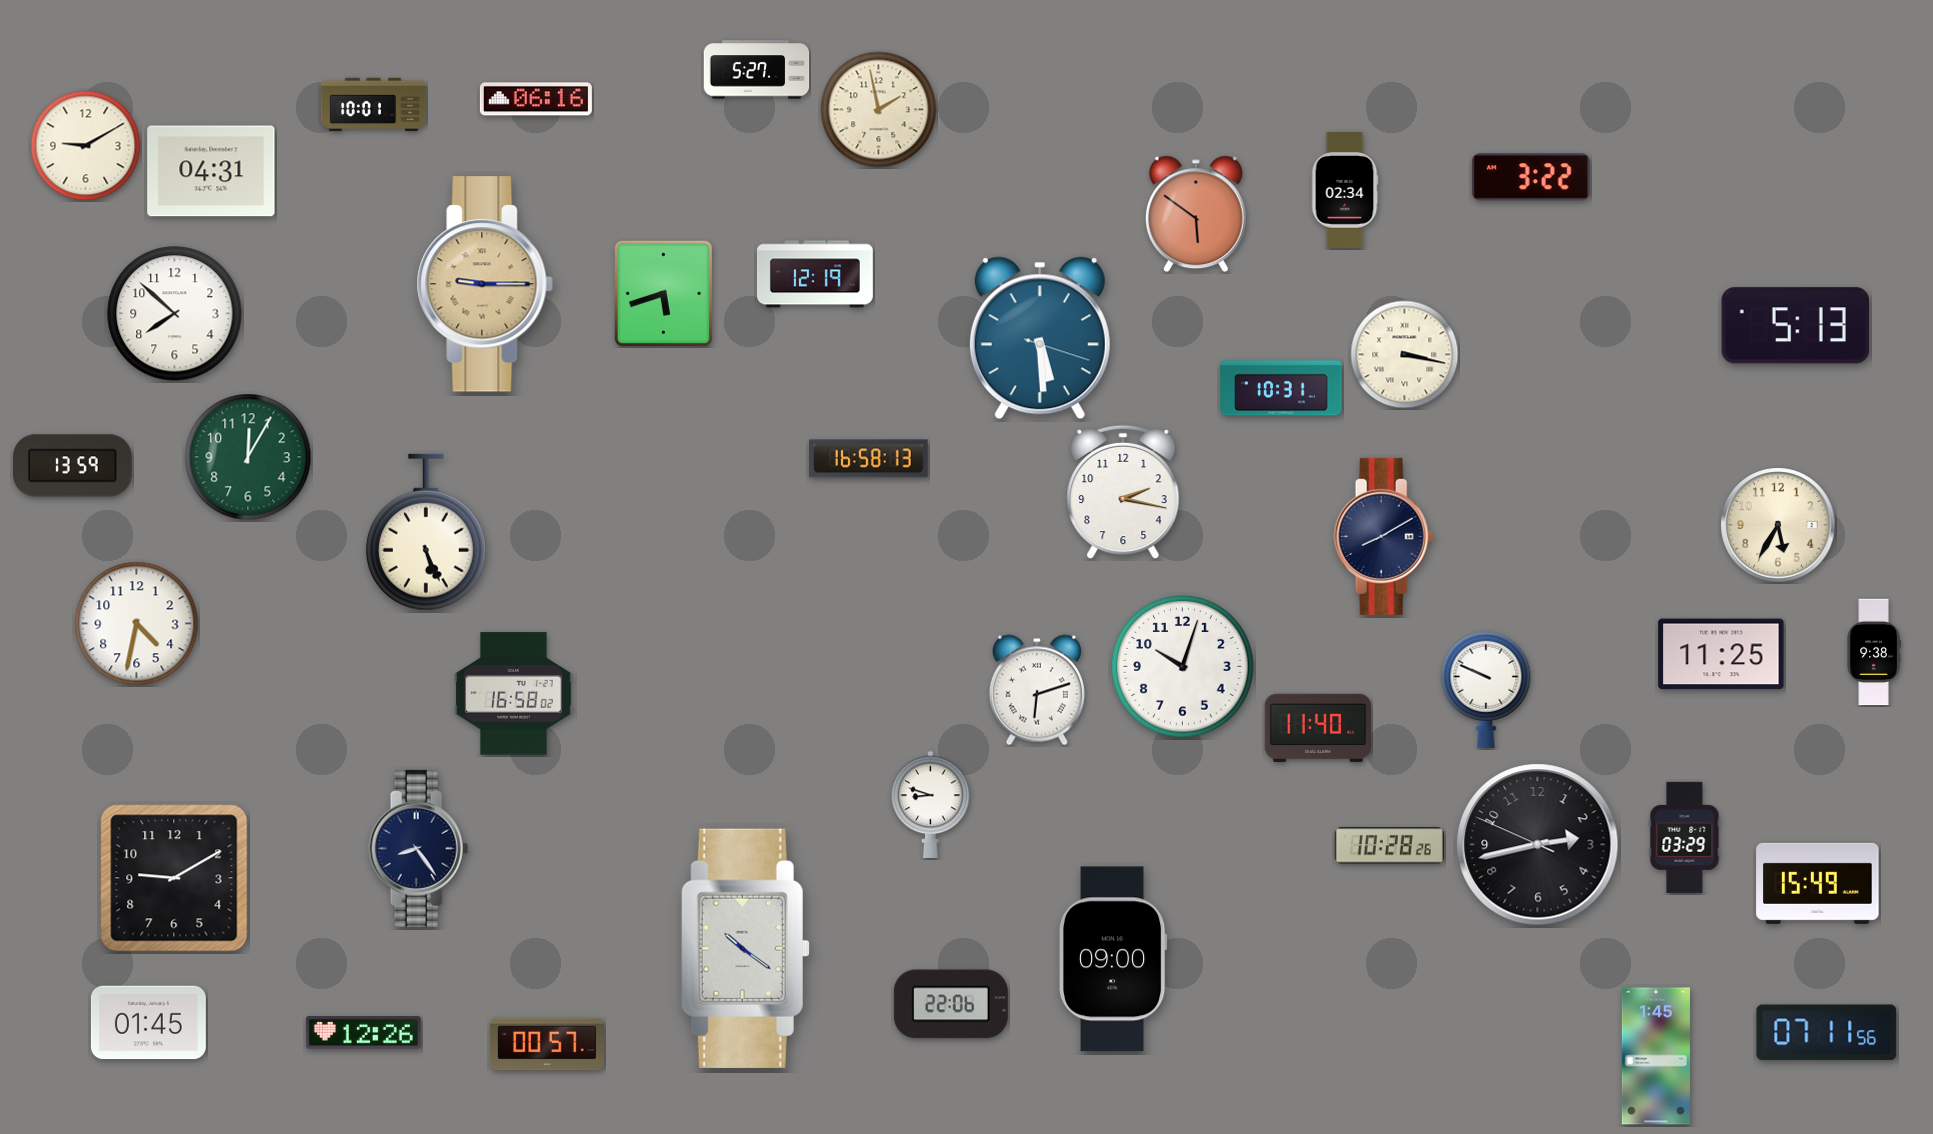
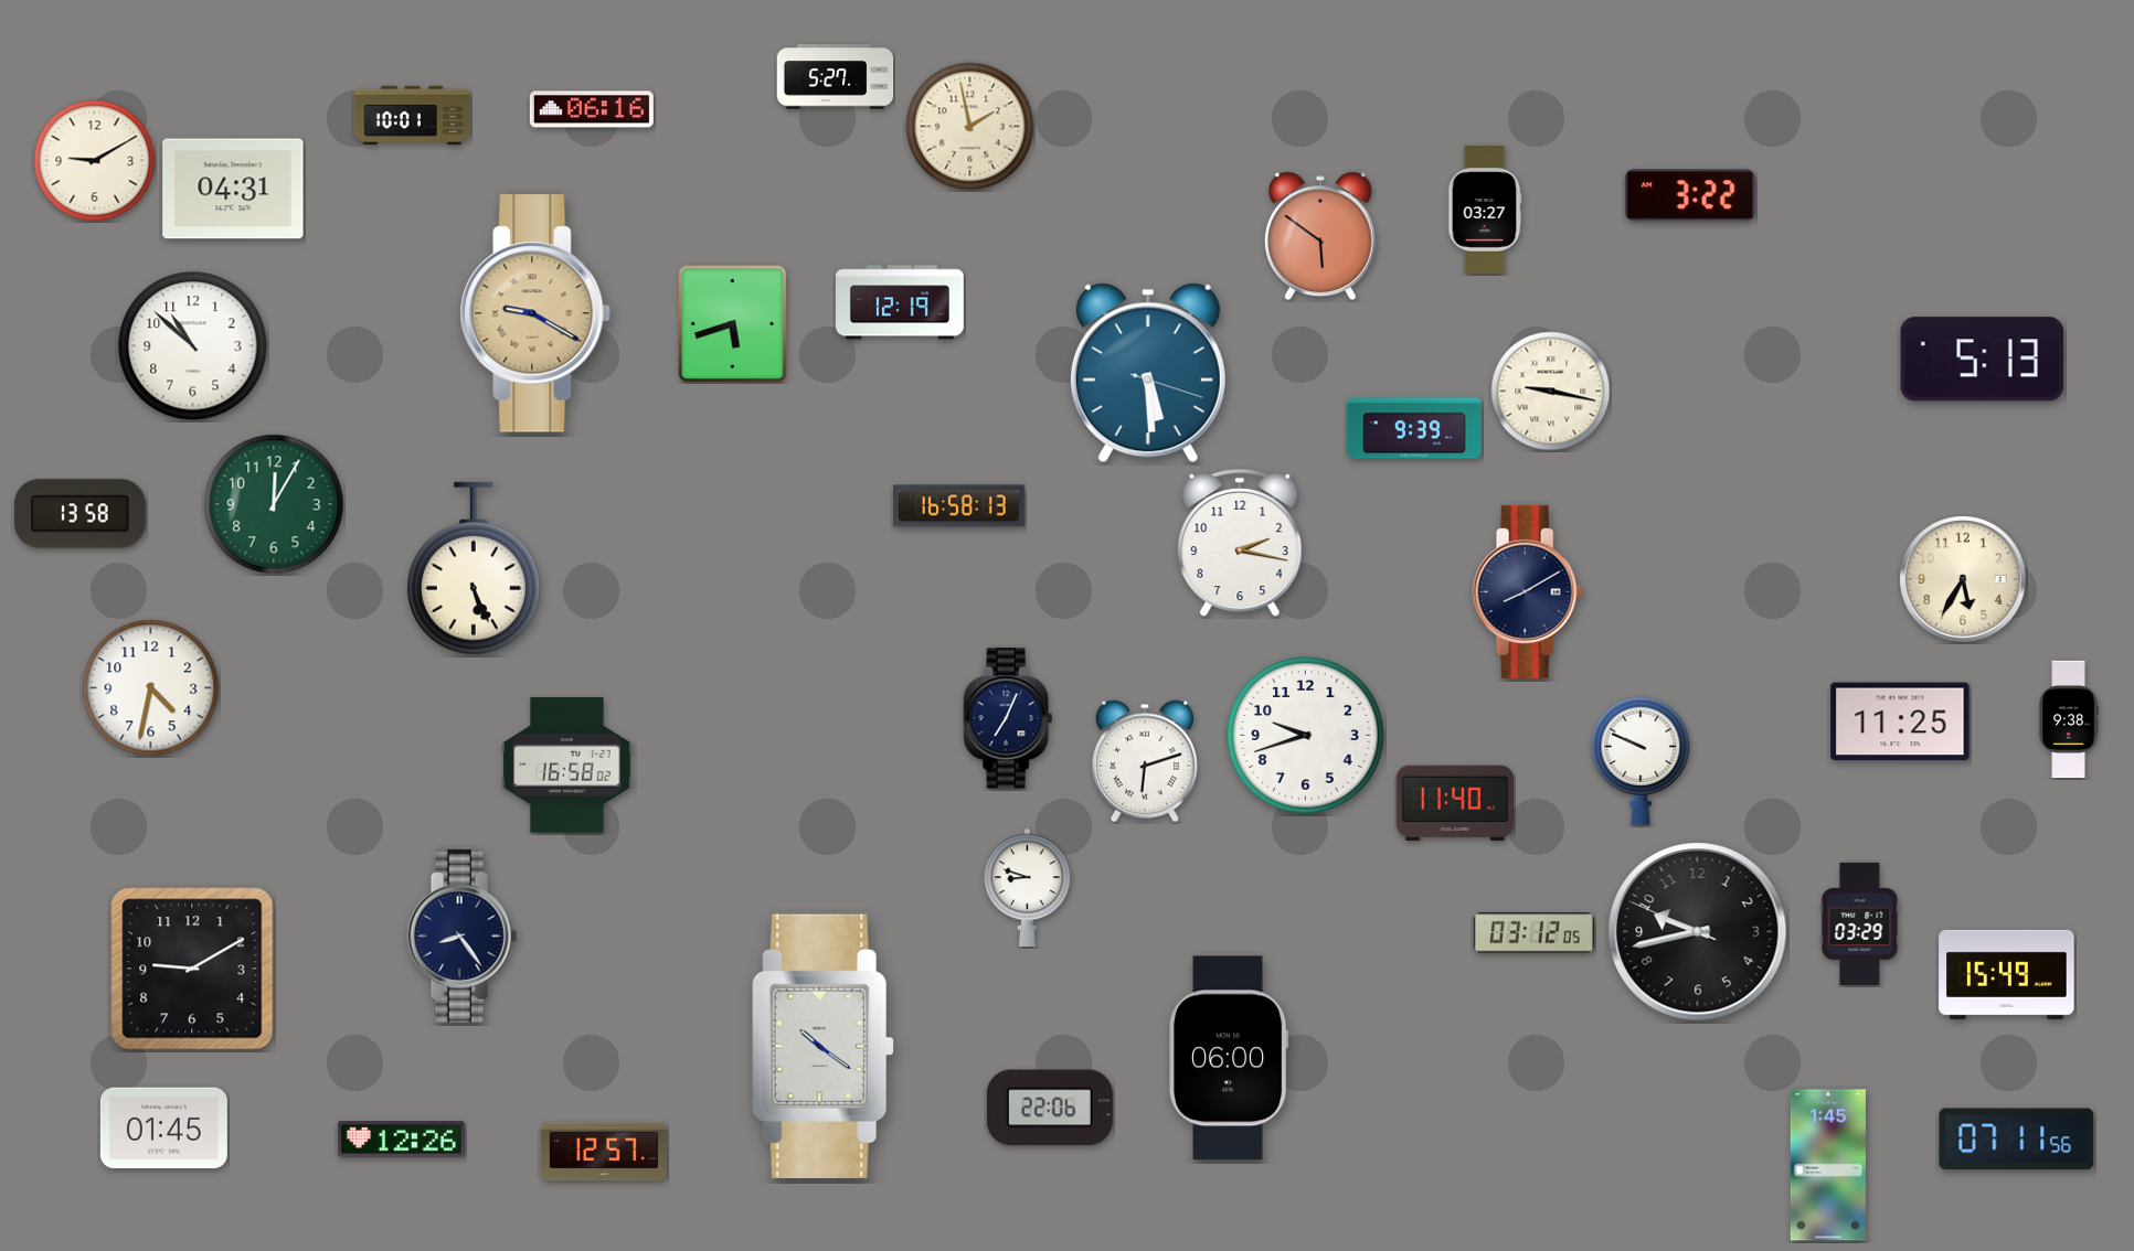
clock at (879, 110) position: (879, 110) -> (970, 127)
clock at (1345, 191): 02:34 -> 03:27
clock at (485, 284): 9:15 -> 9:20
clock at (175, 314): 7:52 -> 10:52
clock at (1405, 355): 3:17 -> 9:17
clock at (1281, 388): 10:31 -> 9:39
clock at (73, 466): 13:59 -> 13:58
clock at (426, 532) position: (426, 532) -> (474, 568)
clock at (1008, 718): none -> 7:04
clock at (1183, 667): 10:03 -> 9:42
clock at (1538, 845): 2:42 -> 9:42
clock at (1389, 846): 10:28 -> 03:12
clock at (1114, 959): 09:00 -> 06:00
clock at (547, 1044): 00:57 -> 12:57
